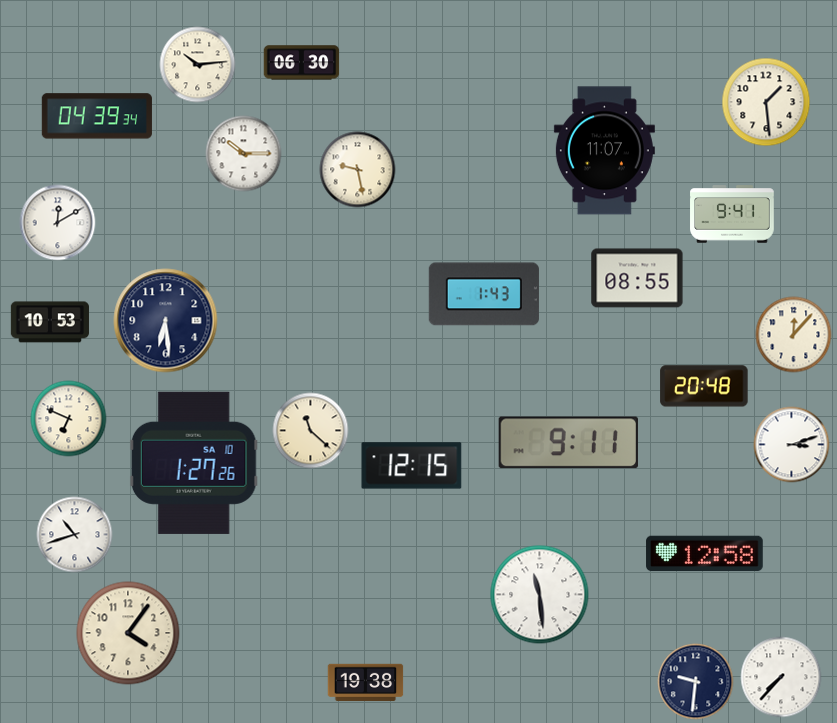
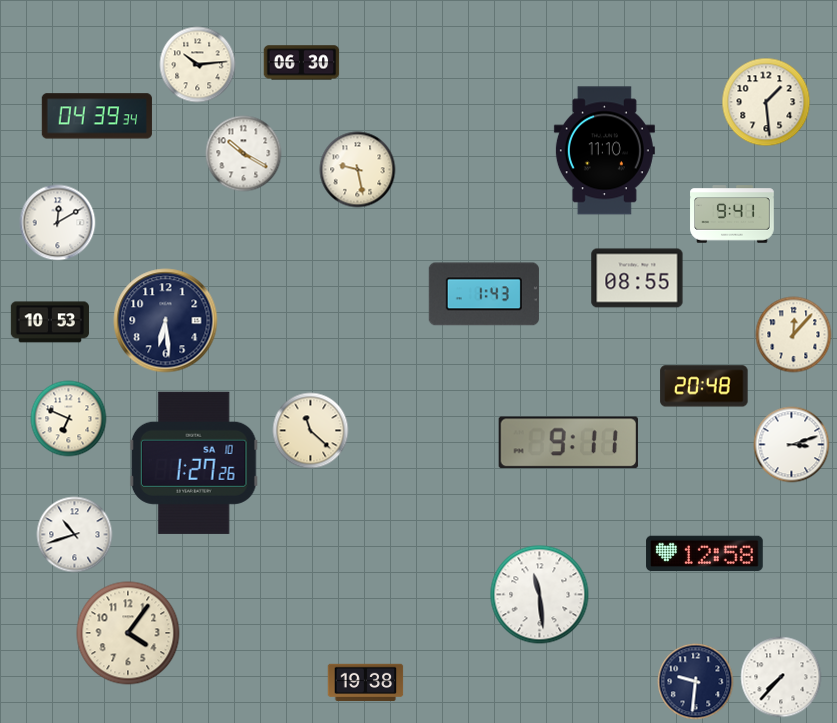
clock at (604, 151): 11:07 -> 11:10
clock at (244, 154): 10:15 -> 10:20
clock at (412, 466): 12:15 -> none
